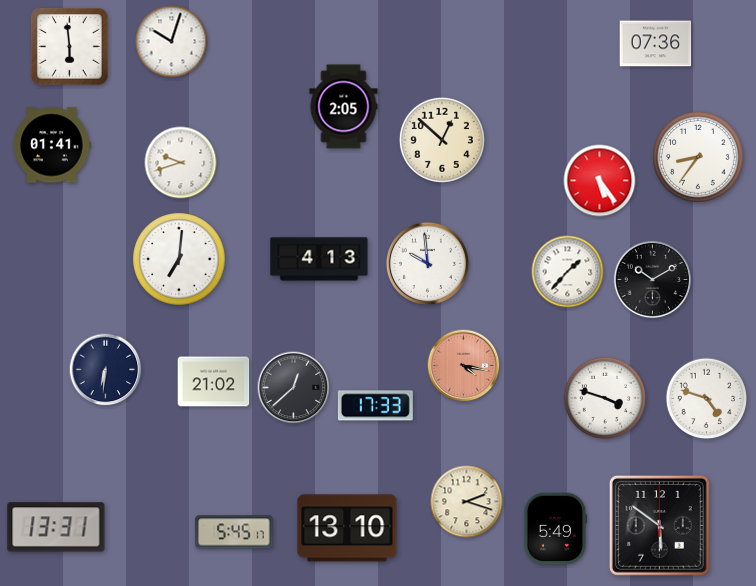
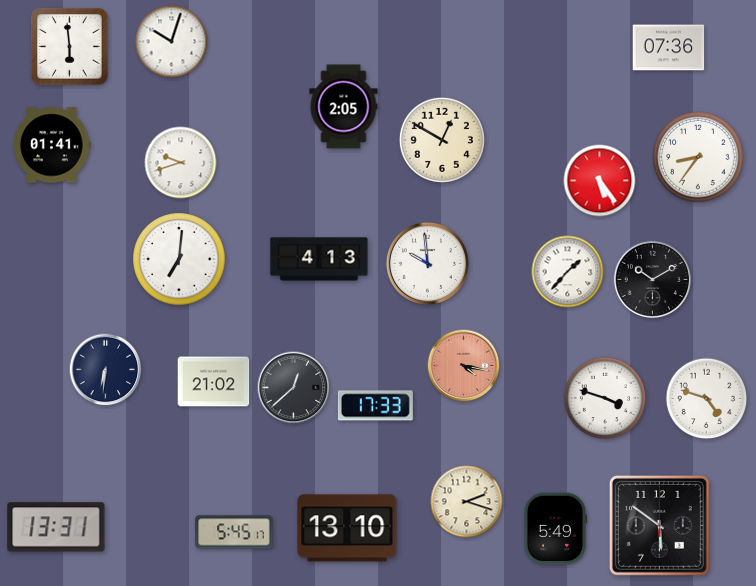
clock at (656, 44) position: (656, 44) -> (669, 48)
clock at (442, 140): 12:52 -> 12:50
